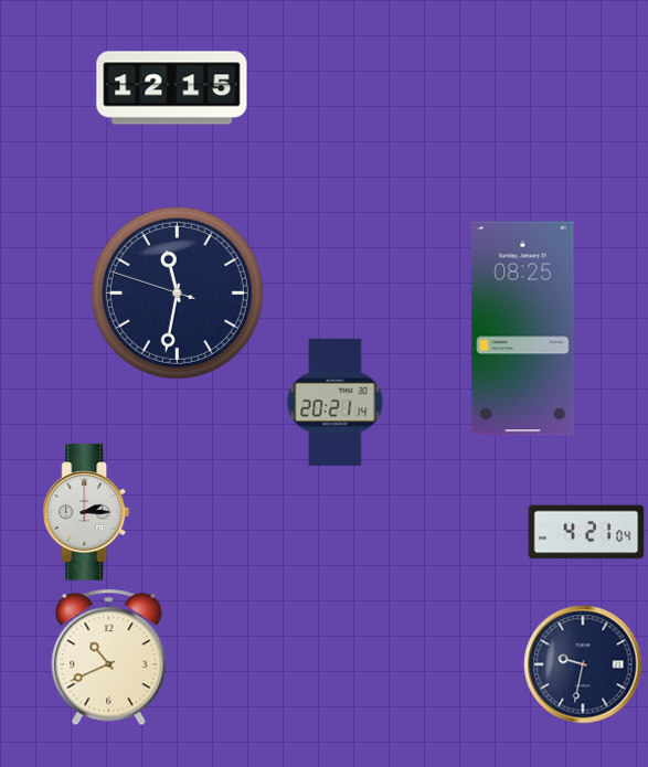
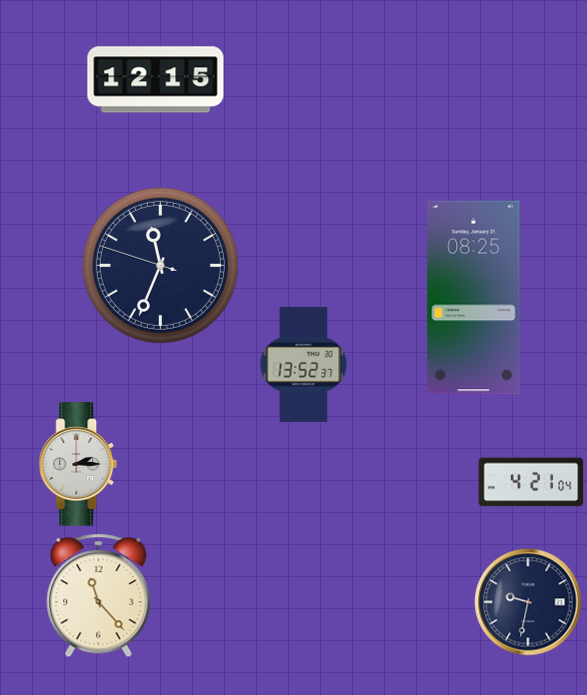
clock at (177, 292): 11:31 -> 11:33
clock at (336, 402): 20:21 -> 13:52
clock at (109, 658): 10:41 -> 11:23
